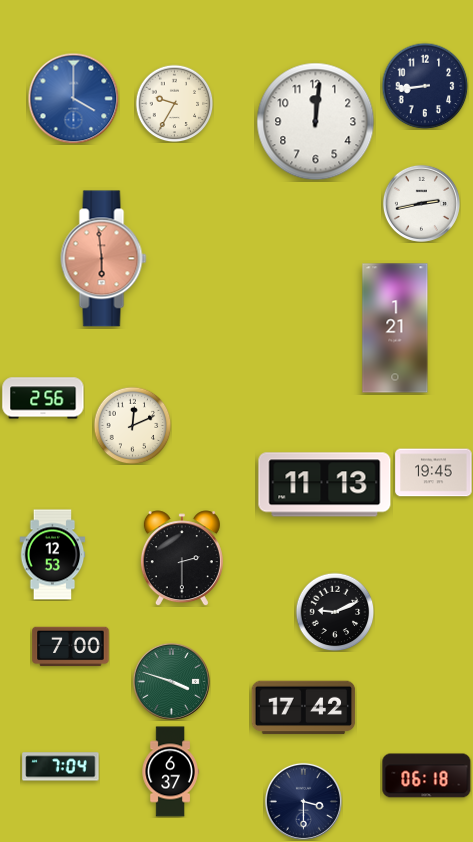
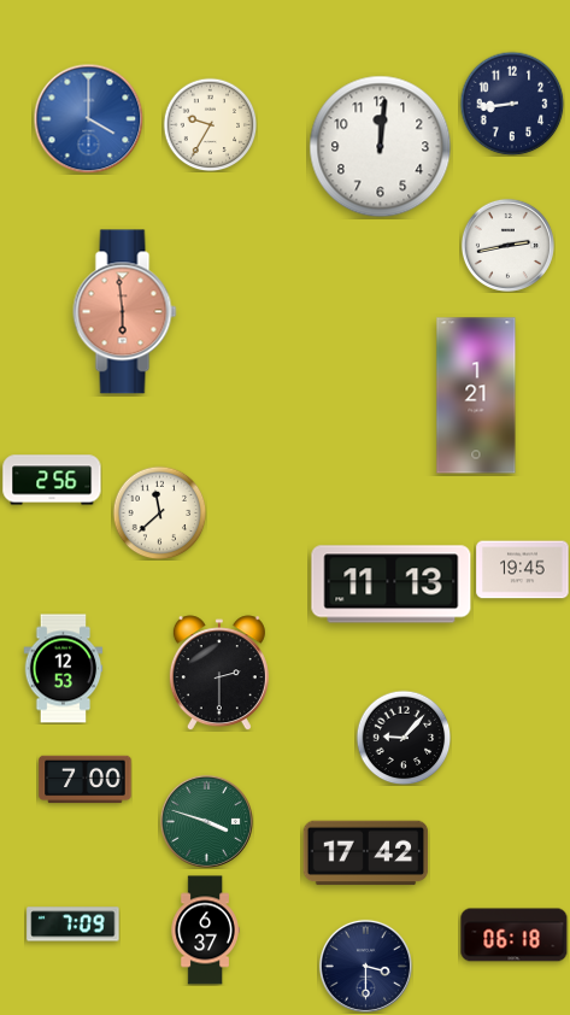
clock at (132, 425): 12:11 -> 11:38
clock at (335, 612): 9:11 -> 9:07
clock at (61, 767): 7:04 -> 7:09
